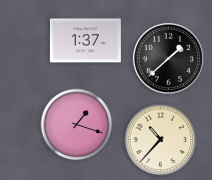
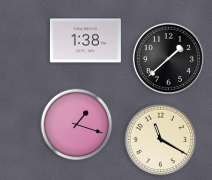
clock at (85, 41): 1:37 -> 1:38
clock at (161, 140): 10:37 -> 11:20
